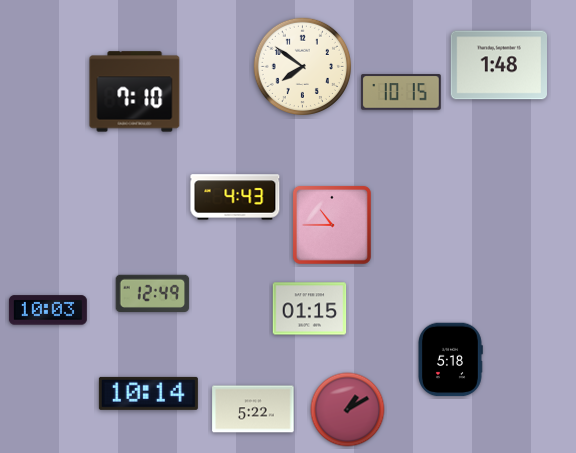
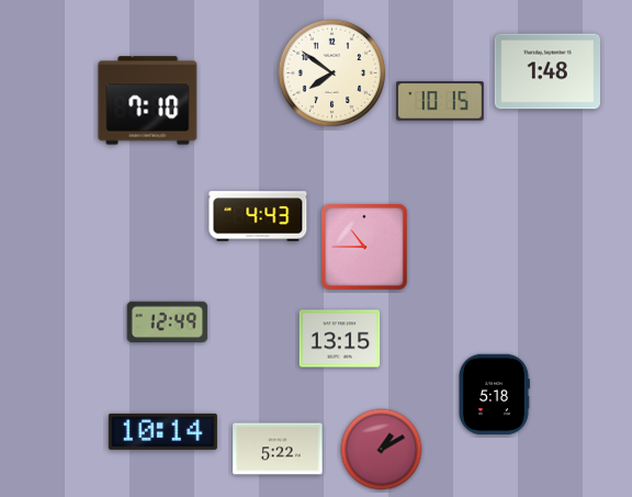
clock at (310, 309): 01:15 -> 13:15
clock at (48, 310): 10:03 -> none
